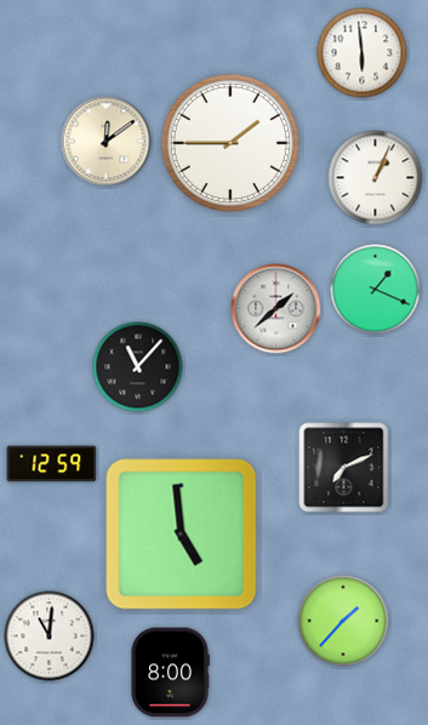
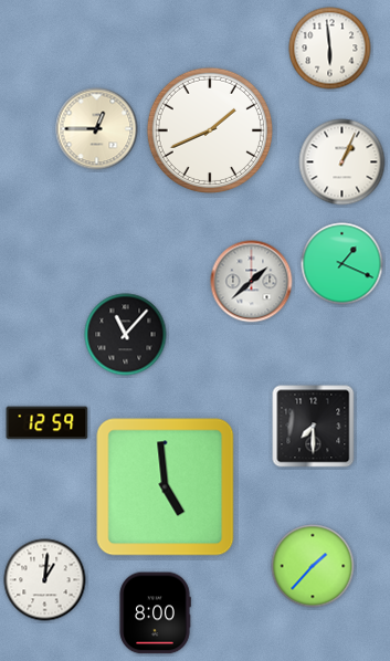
clock at (107, 142): 12:09 -> 12:45
clock at (229, 142): 1:45 -> 1:41
clock at (344, 468): 7:11 -> 7:30
clock at (50, 636): 11:01 -> 1:01
